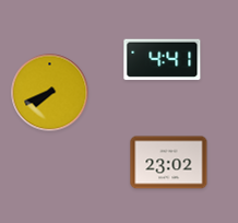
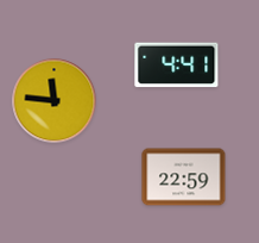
clock at (50, 93): 7:41 -> 11:46
clock at (169, 163): 23:02 -> 22:59
